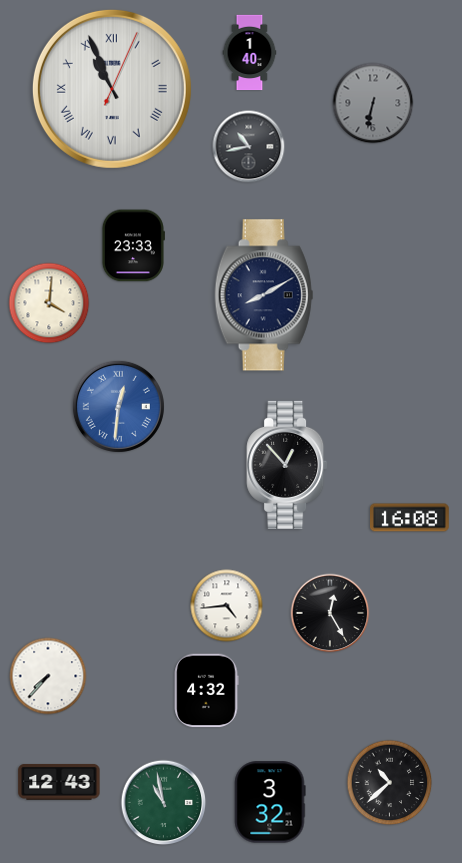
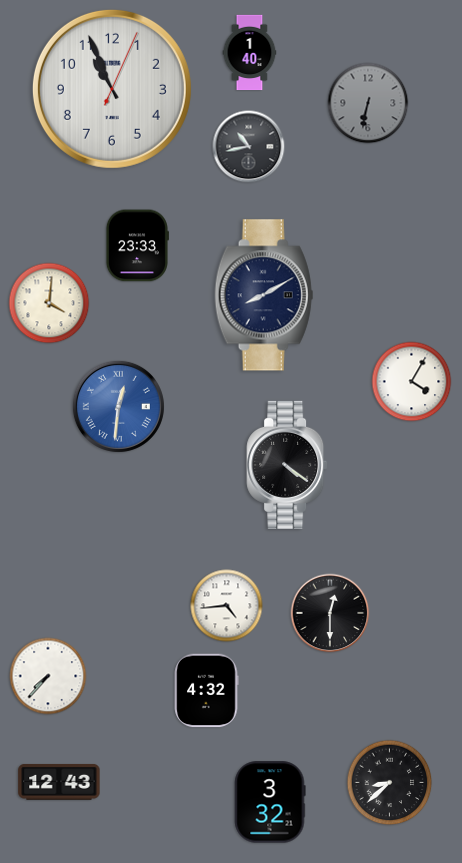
clock at (112, 89) numerals: Roman -> Arabic
clock at (373, 103) position: (373, 103) -> (368, 103)
clock at (133, 246) position: (133, 246) -> (137, 246)
clock at (412, 382): none -> 4:05
clock at (287, 465): 12:53 -> 4:21
clock at (410, 518): 16:08 -> none
clock at (330, 613): 12:25 -> 12:30
clock at (390, 783): 10:38 -> 8:38
clock at (164, 803): 10:58 -> none
